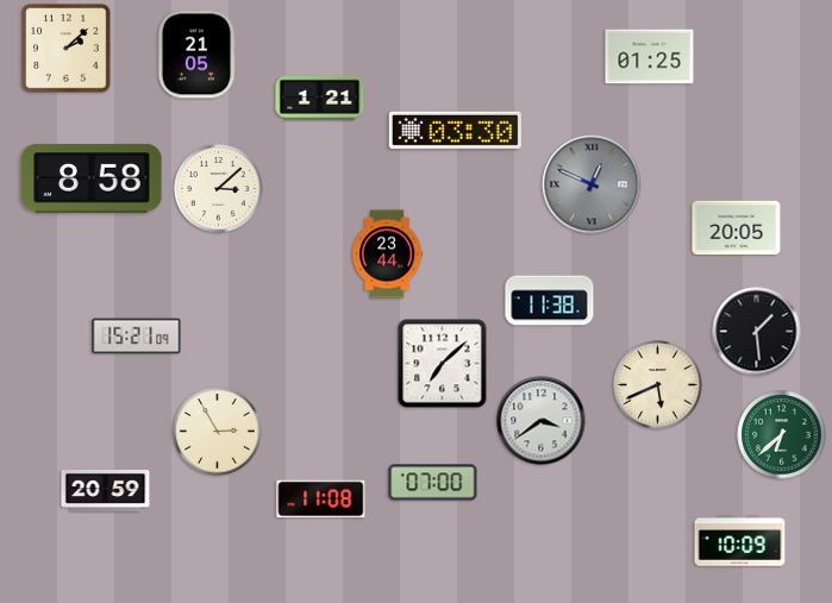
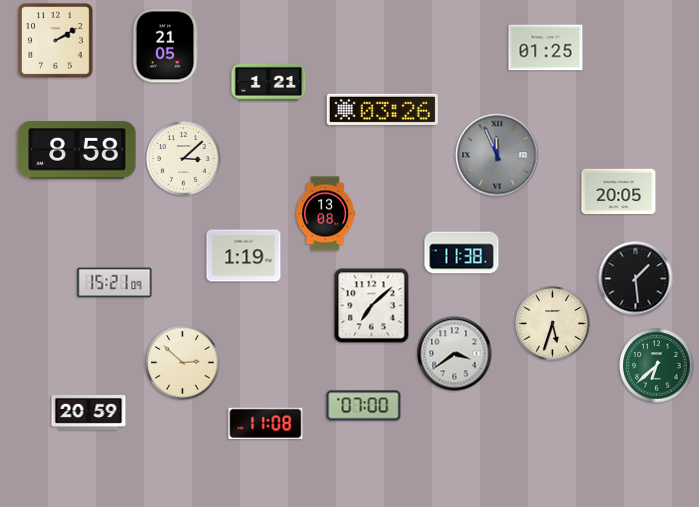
clock at (67, 49): 2:08 -> 2:10
clock at (455, 130): 03:30 -> 03:26
clock at (592, 184): 12:49 -> 11:56
clock at (388, 255): 23:44 -> 13:08
clock at (244, 256): none -> 1:19
clock at (658, 385): 5:41 -> 5:33
clock at (218, 432): 2:55 -> 2:52
clock at (321, 500) position: (321, 500) -> (266, 424)
clock at (740, 541): 10:09 -> none
